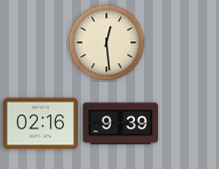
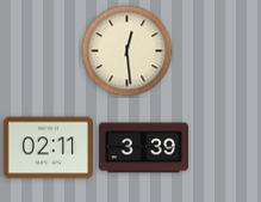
clock at (40, 124): 02:16 -> 02:11
clock at (120, 124): 9:39 -> 3:39
